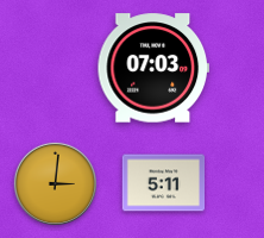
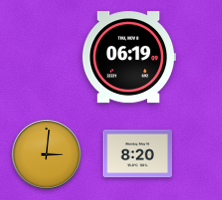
clock at (153, 68): 07:03 -> 06:19
clock at (164, 183): 5:11 -> 8:20
